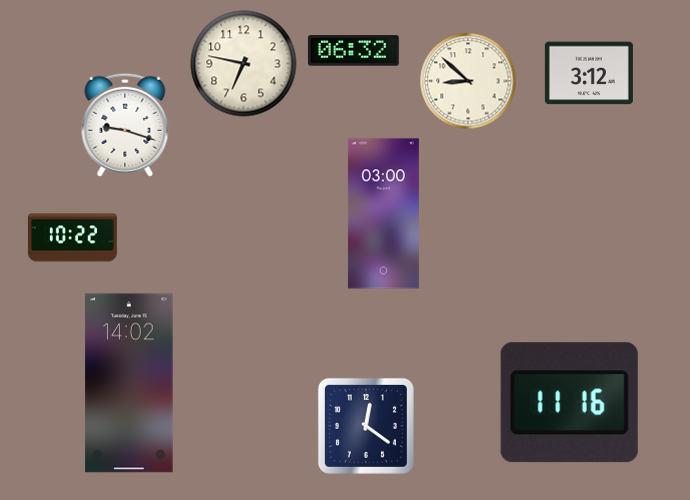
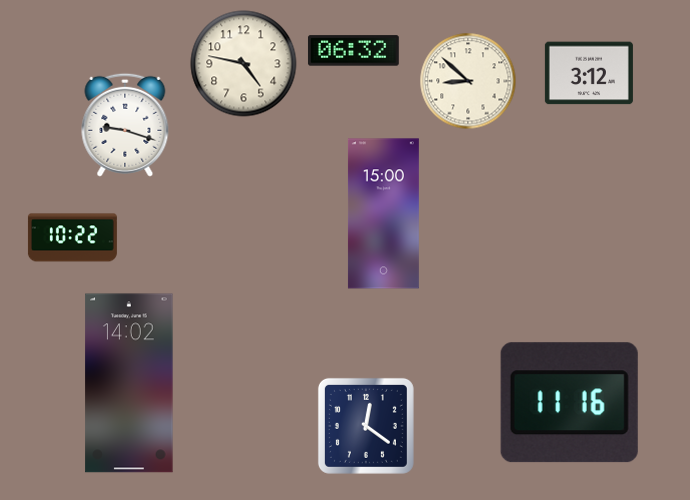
clock at (244, 64): 6:47 -> 4:47
clock at (383, 214): 03:00 -> 15:00
